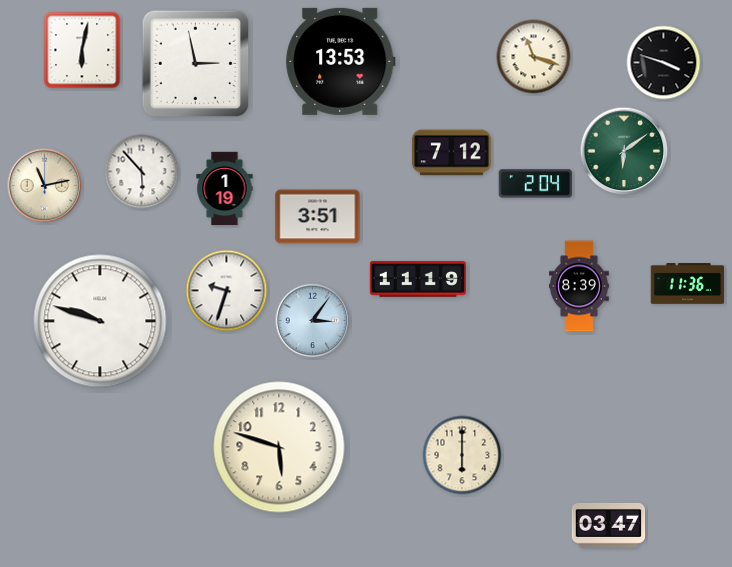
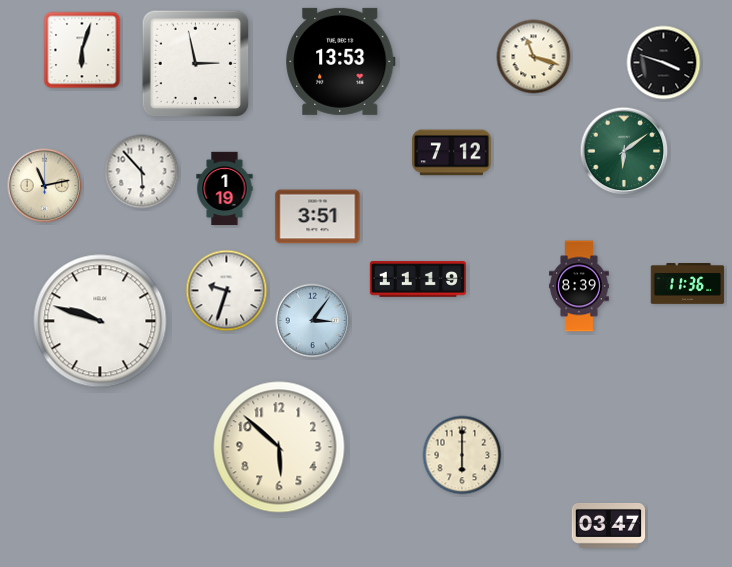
clock at (82, 50): 6:02 -> 6:03
clock at (536, 184): 2:04 -> none
clock at (279, 447): 5:48 -> 5:52
